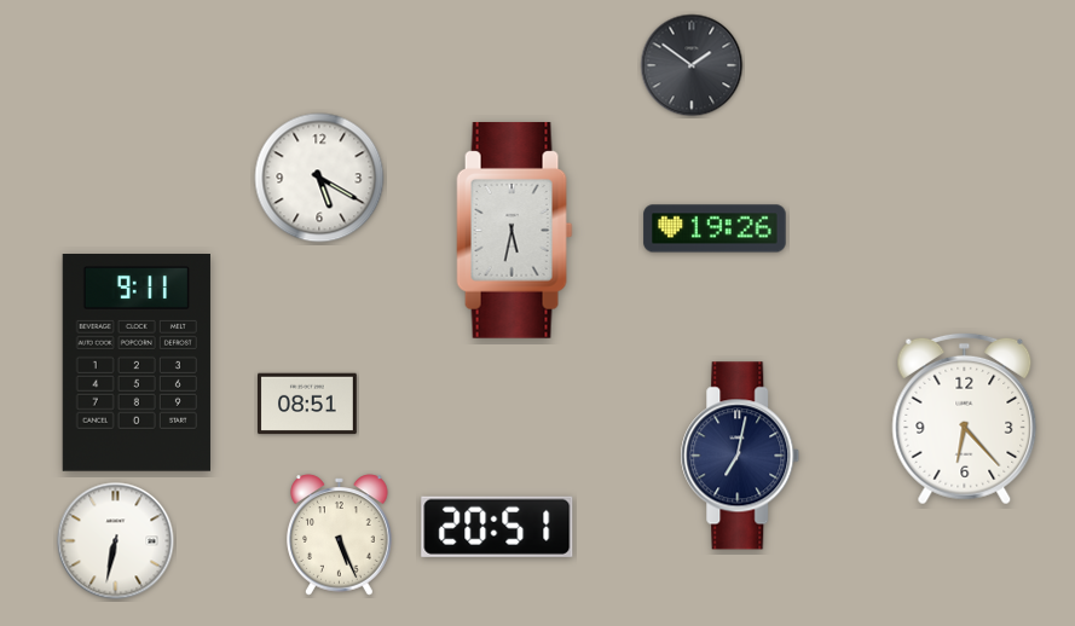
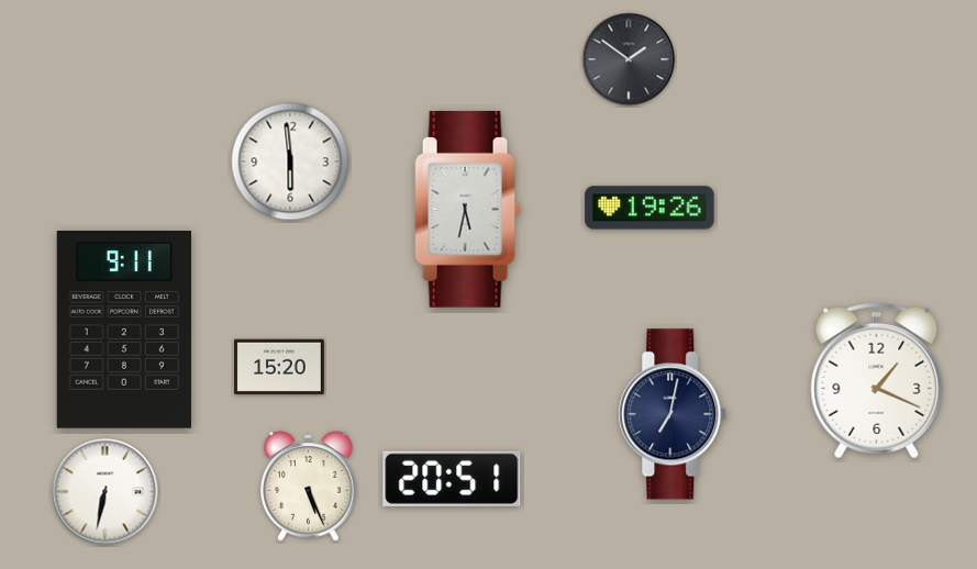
clock at (319, 178): 5:20 -> 5:59
clock at (308, 404): 08:51 -> 15:20
clock at (965, 418): 6:23 -> 1:19
